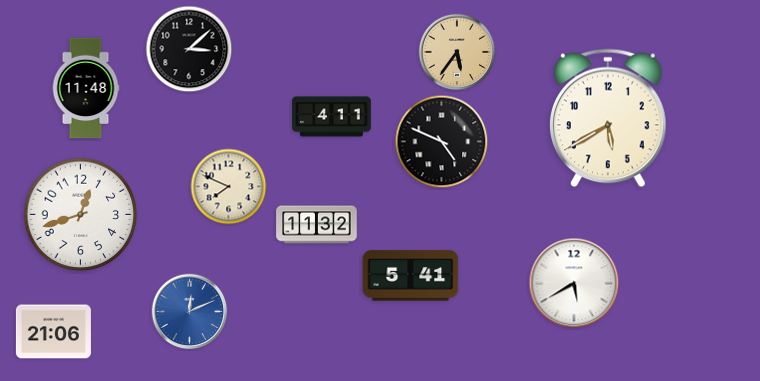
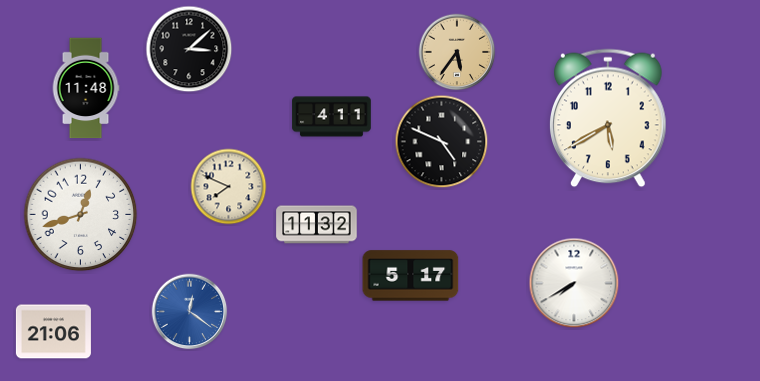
clock at (411, 276): 5:41 -> 5:17
clock at (574, 283): 5:40 -> 7:40
clock at (190, 312): 12:11 -> 12:21
